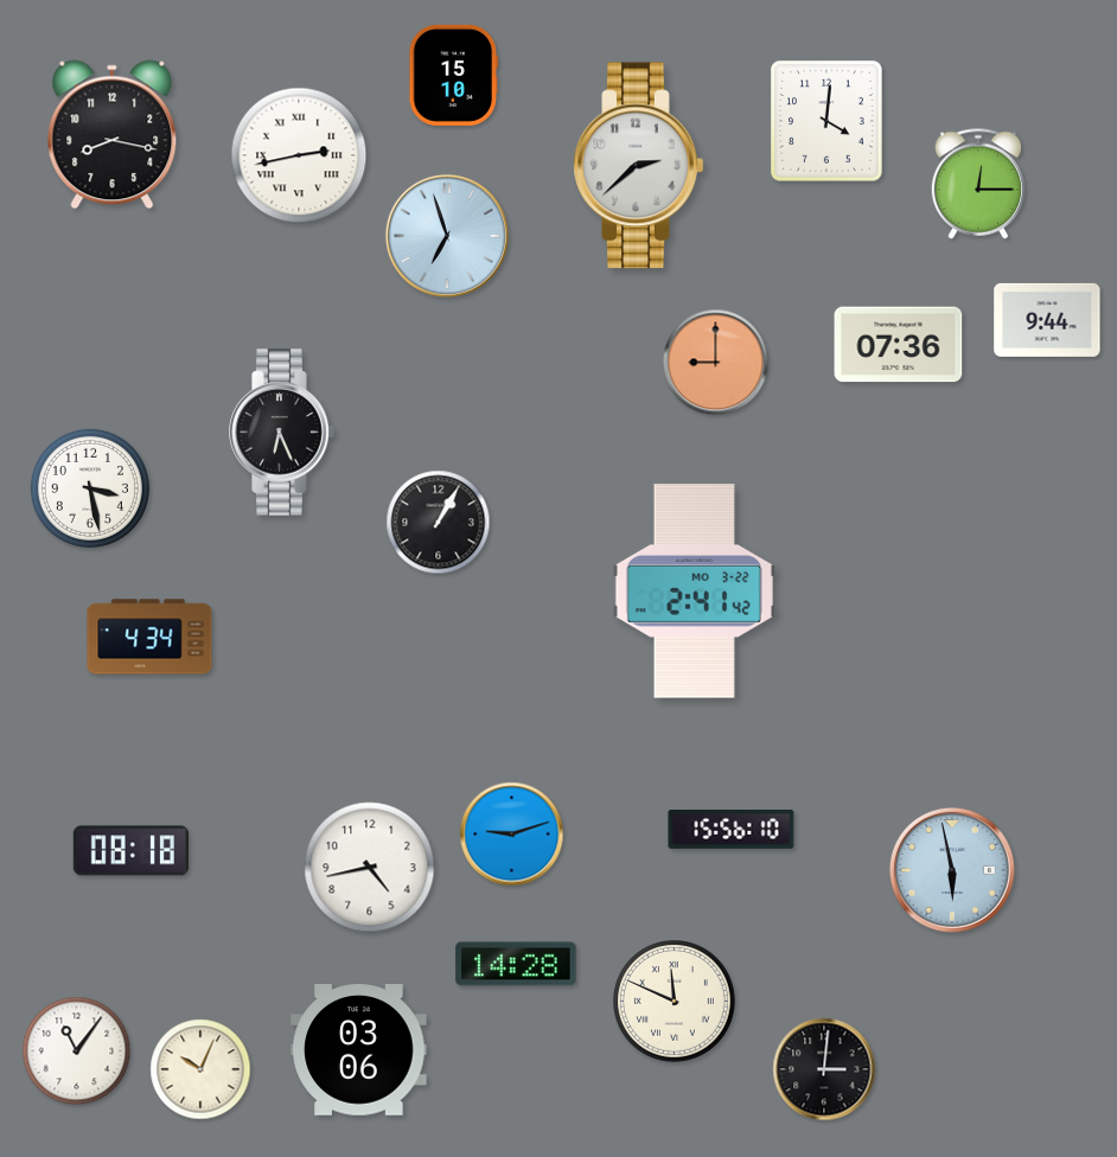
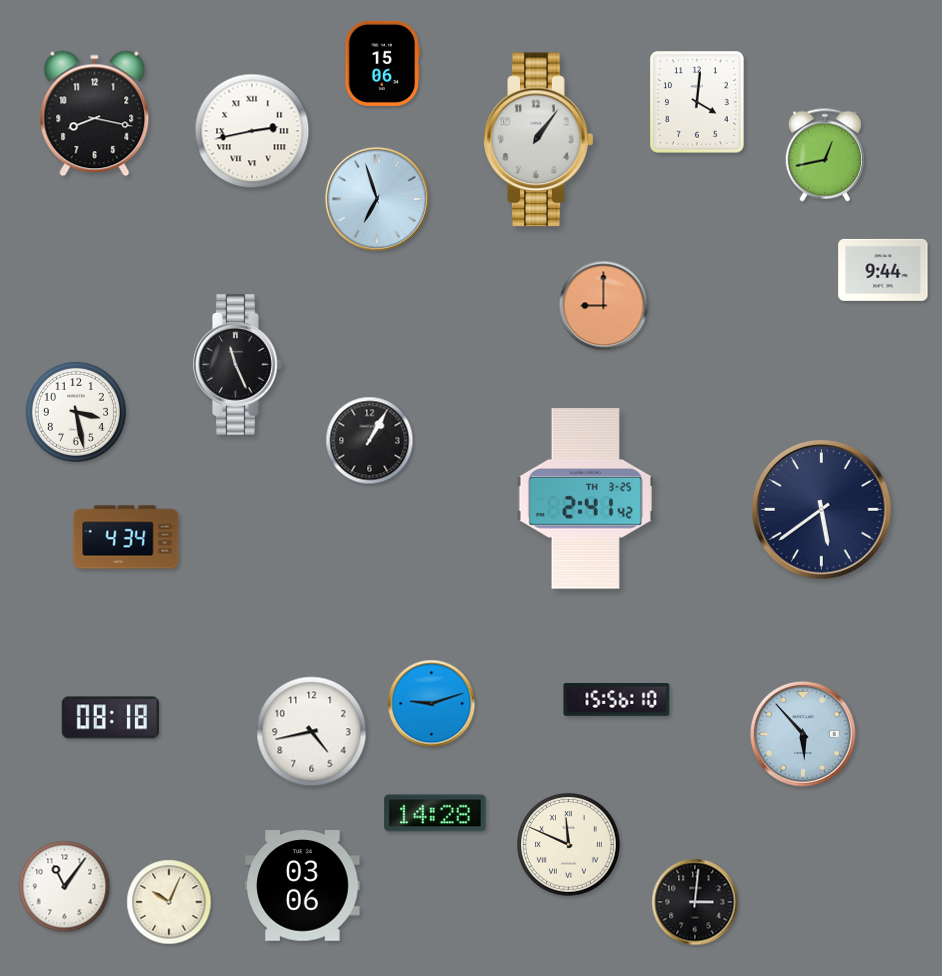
clock at (454, 75): 15:10 -> 15:06
clock at (639, 166): 2:38 -> 1:06
clock at (978, 184): 12:15 -> 12:43
clock at (899, 345): 07:36 -> none
clock at (282, 433): 6:26 -> 11:26
clock at (694, 592) date: MO 3-22 -> TH 3-25
clock at (822, 510): none -> 5:39
clock at (952, 870): 5:58 -> 5:53
